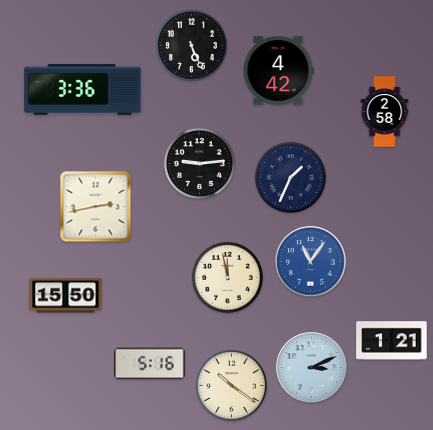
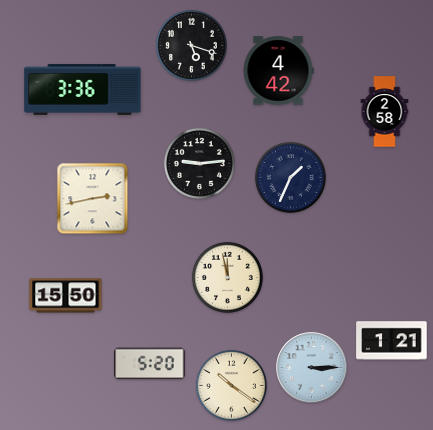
clock at (191, 45): 5:26 -> 5:18
clock at (96, 207) position: (96, 207) -> (93, 199)
clock at (311, 262): 11:06 -> none
clock at (150, 364): 5:16 -> 5:20
clock at (312, 368): 3:11 -> 3:15
